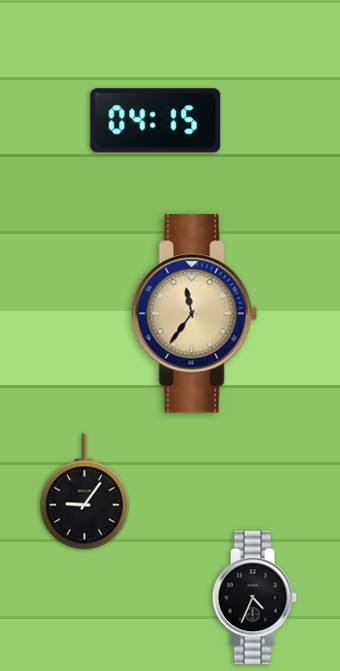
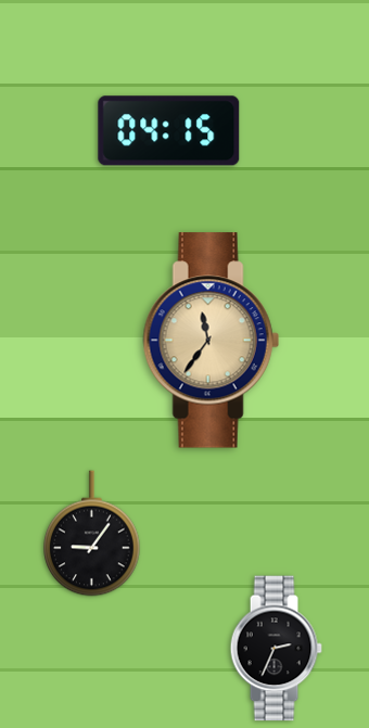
clock at (254, 598): 4:34 -> 2:34
